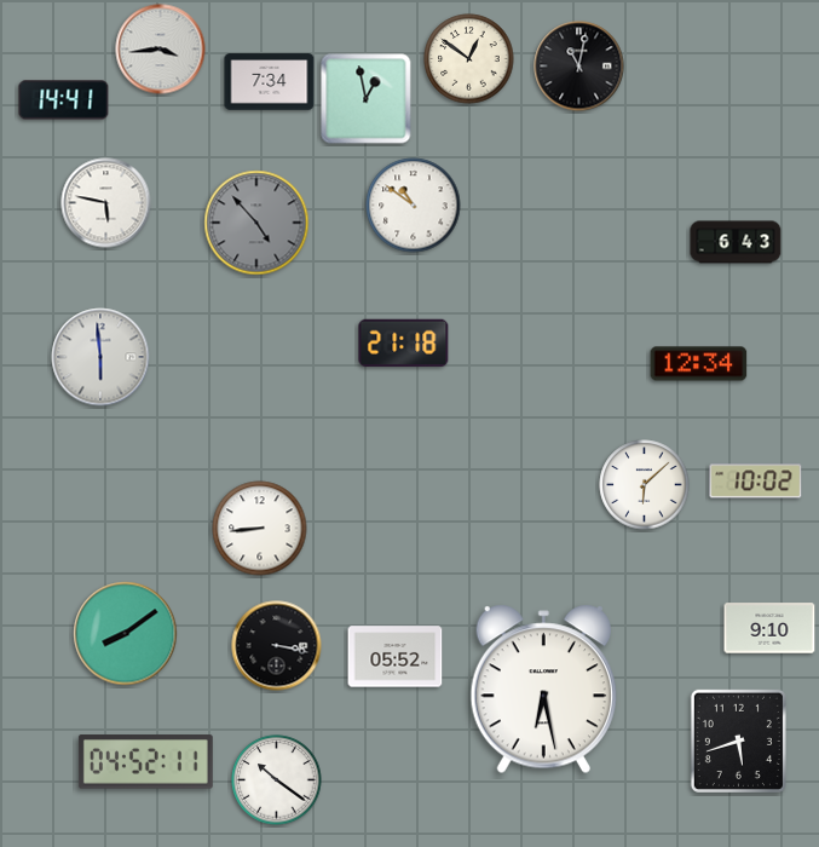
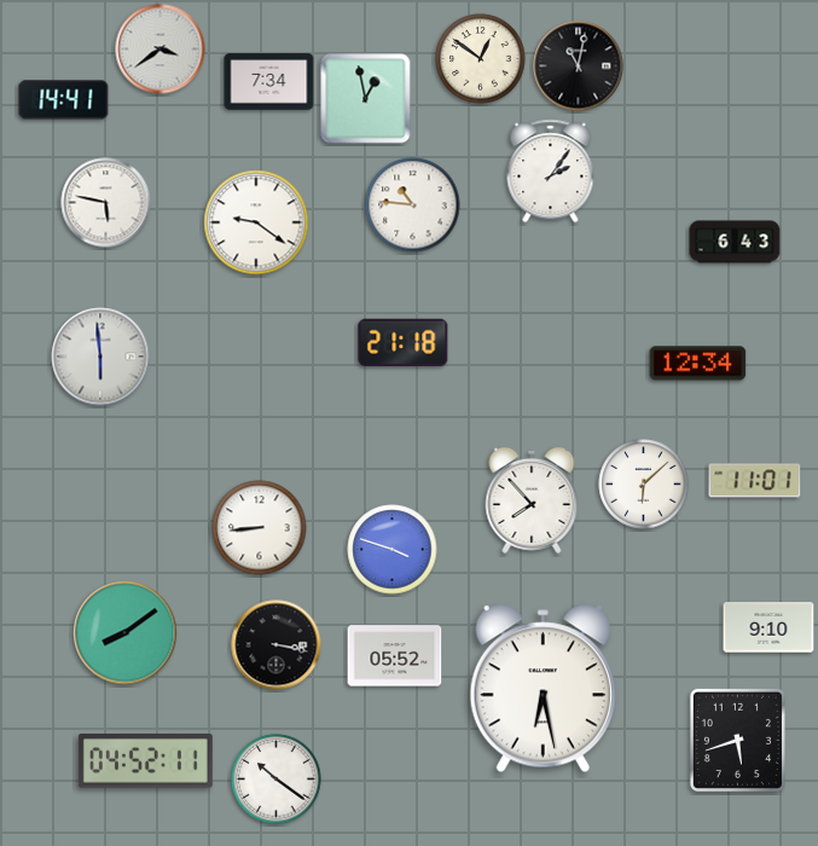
clock at (161, 50): 3:44 -> 3:39
clock at (469, 59) position: (469, 59) -> (481, 59)
clock at (551, 172): none -> 2:06
clock at (414, 206): 10:51 -> 10:46
clock at (256, 223): 4:53 -> 9:21
clock at (256, 223) dial: grey -> white
clock at (756, 482): 10:02 -> 11:01
clock at (532, 500): none -> 7:53
clock at (393, 550): none -> 3:48
